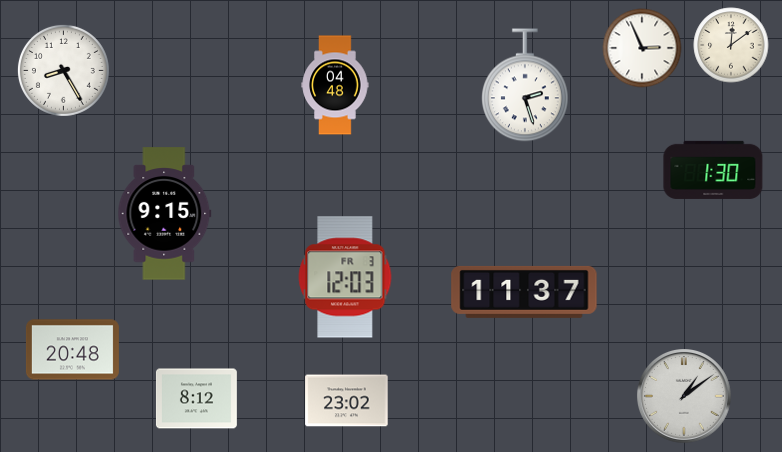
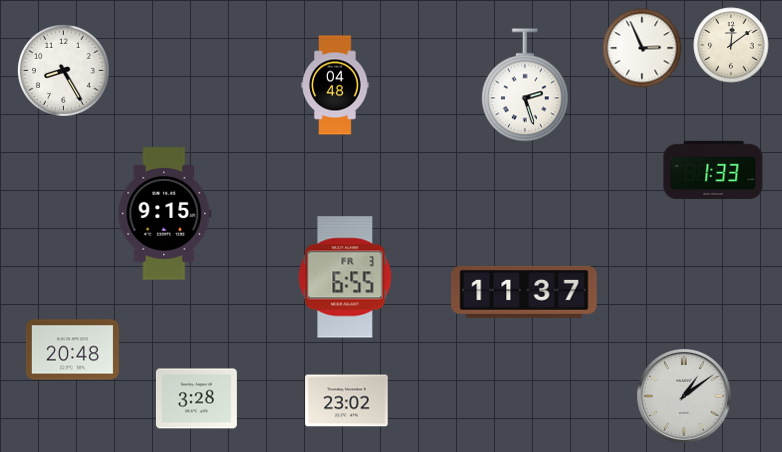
clock at (713, 170): 1:30 -> 1:33
clock at (345, 277): 12:03 -> 6:55
clock at (196, 399): 8:12 -> 3:28
